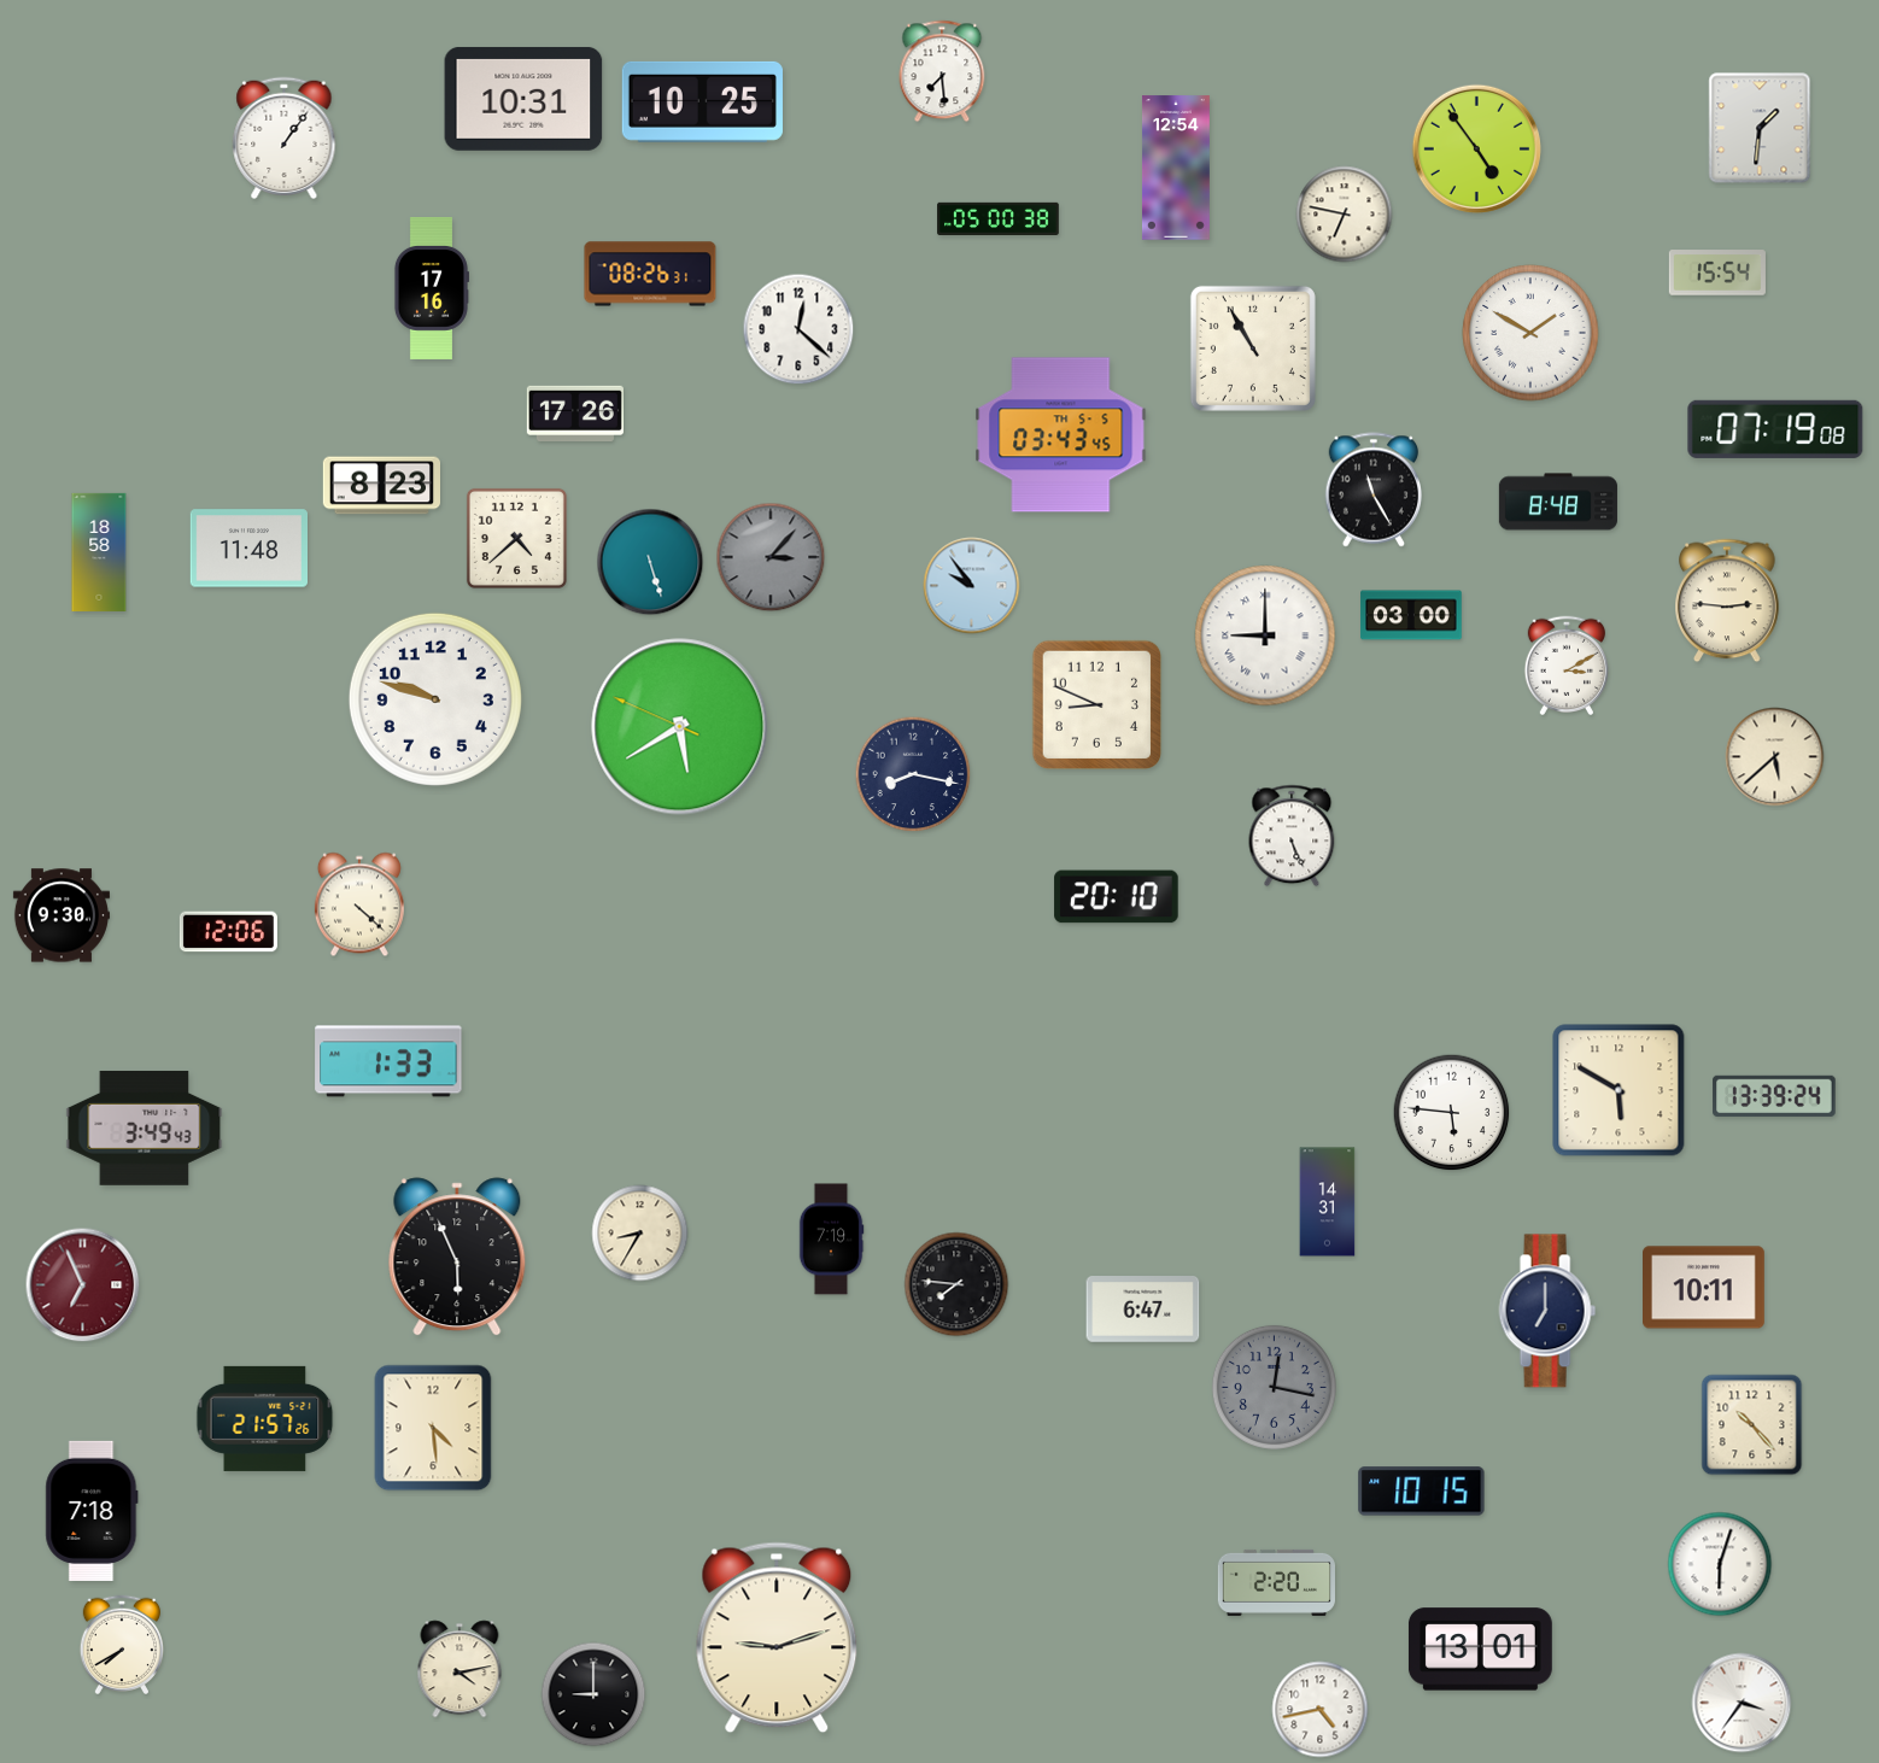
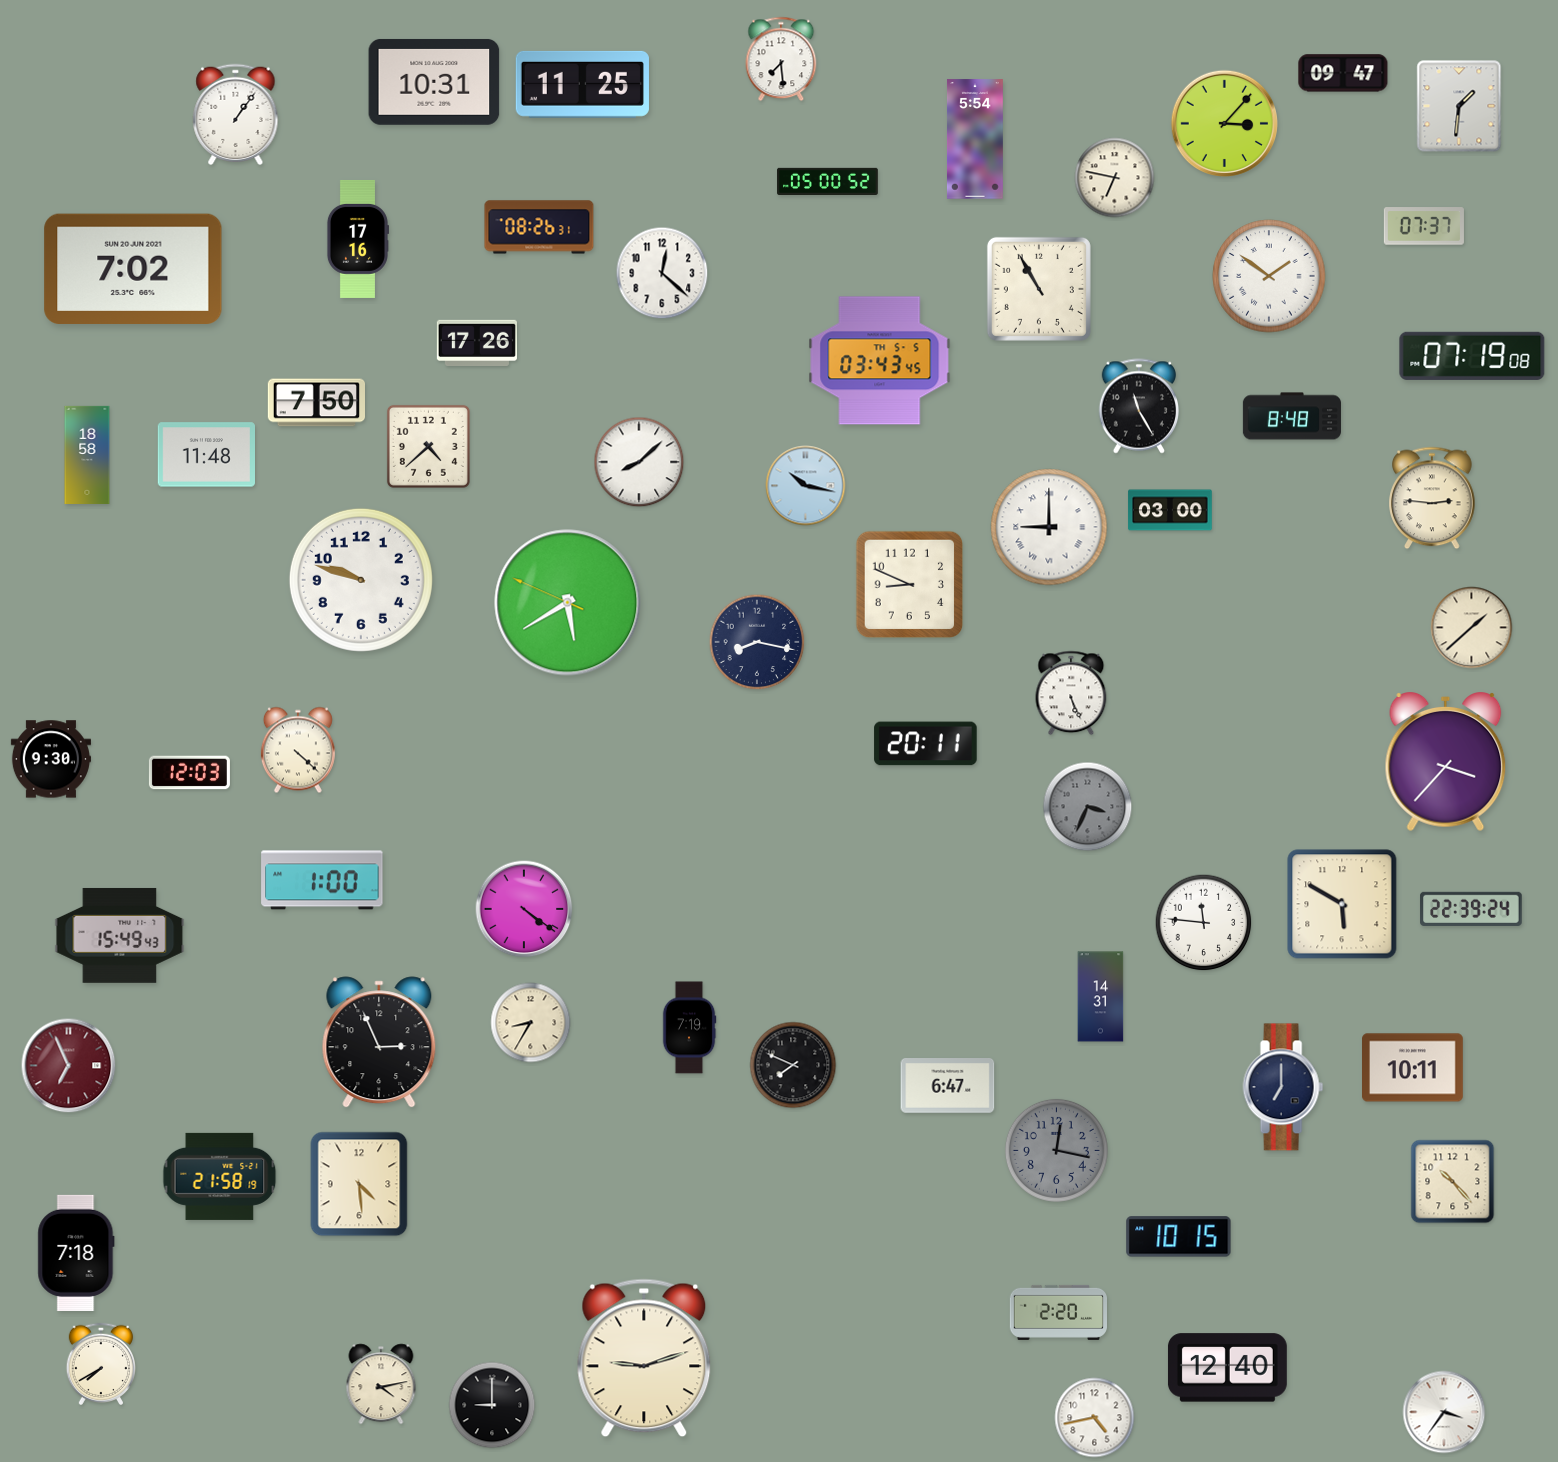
clock at (1343, 73): none -> 09:47
clock at (702, 101): 10:25 -> 11:25
clock at (1476, 148): 4:54 -> 3:07
clock at (1176, 168): 12:54 -> 5:54
clock at (999, 219): 05:00:38 -> 05:00:52
clock at (1717, 273): 15:54 -> 07:37
clock at (133, 269): none -> 7:02
clock at (1530, 333): 1:50 -> 1:51
clock at (381, 486): 8:23 -> 7:50
clock at (99, 552) position: (99, 552) -> (87, 455)
clock at (771, 557): 3:07 -> 8:08
clock at (771, 557) dial: grey -> white
clock at (650, 562): 5:27 -> none
clock at (972, 586): 9:54 -> 10:17
clock at (1565, 664): 3:10 -> none
clock at (680, 727) position: (680, 727) -> (568, 603)
clock at (1775, 757): 5:38 -> 1:38
clock at (1117, 897): 20:10 -> 20:11
clock at (1446, 763): none -> 3:37
clock at (228, 932): 12:06 -> 12:03
clock at (1088, 807): none -> 3:34
clock at (388, 1061): 1:33 -> 1:00
clock at (1774, 1095): 13:39 -> 22:39
clock at (524, 909): none -> 4:21
clock at (1452, 1113): 5:46 -> 11:46
clock at (145, 1129): 3:49 -> 15:49
clock at (457, 1257): 5:56 -> 2:56
clock at (956, 1284): 7:46 -> 7:49
clock at (265, 1418): 21:57 -> 21:58
clock at (1720, 1564): 6:03 -> none
clock at (1480, 1650): 13:01 -> 12:40
